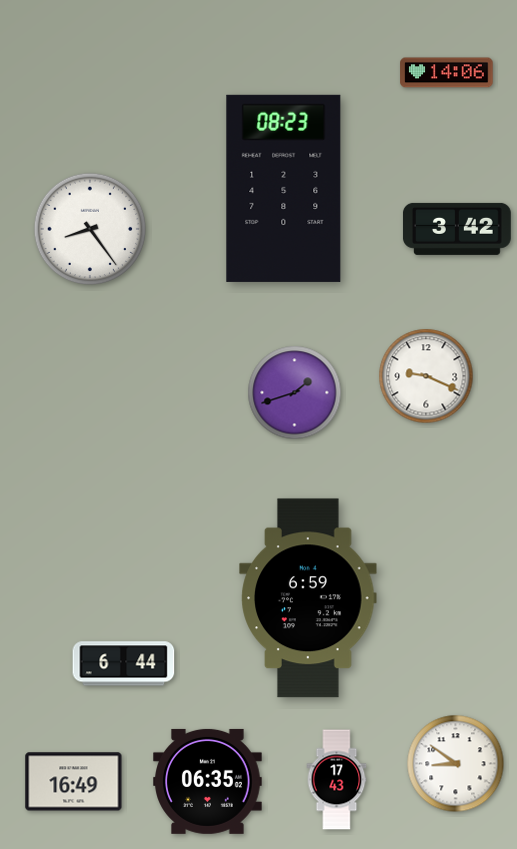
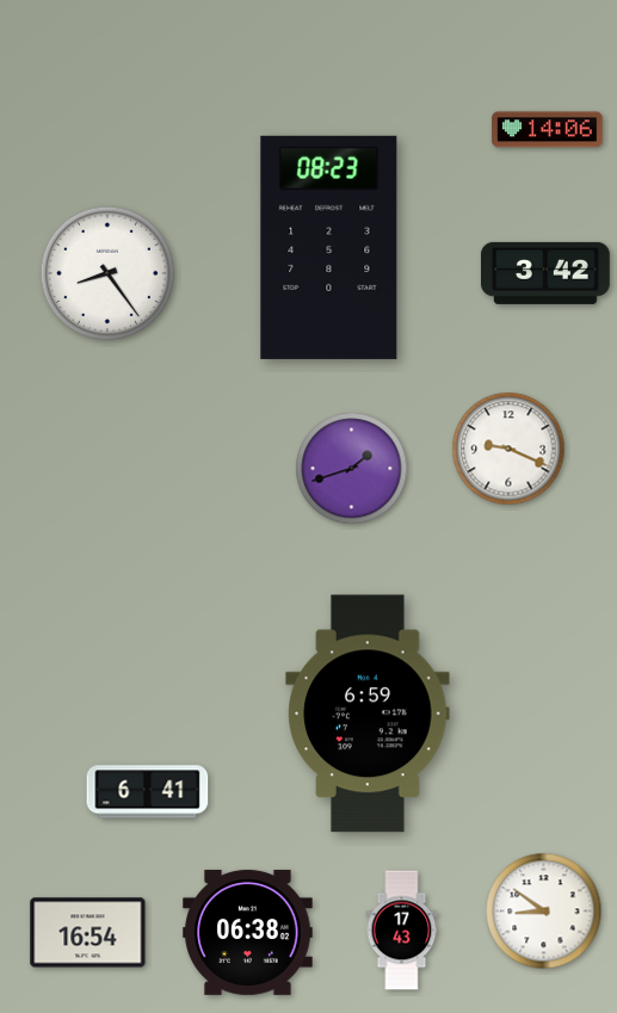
clock at (447, 73) position: (447, 73) -> (548, 130)
clock at (284, 188) position: (284, 188) -> (329, 247)
clock at (124, 664): 6:44 -> 6:41
clock at (208, 781): 06:35 -> 06:38
clock at (74, 782): 16:49 -> 16:54
